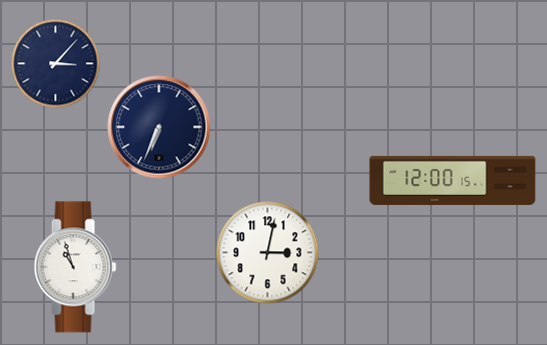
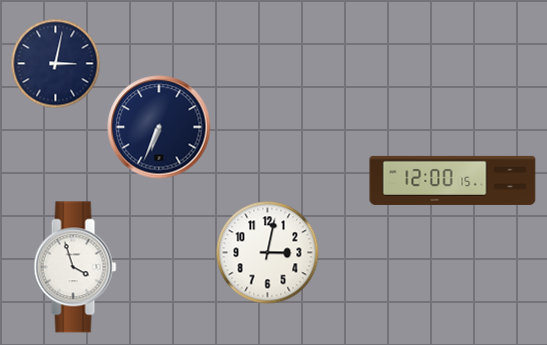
clock at (56, 64): 3:07 -> 3:02
clock at (75, 267): 10:57 -> 3:57
